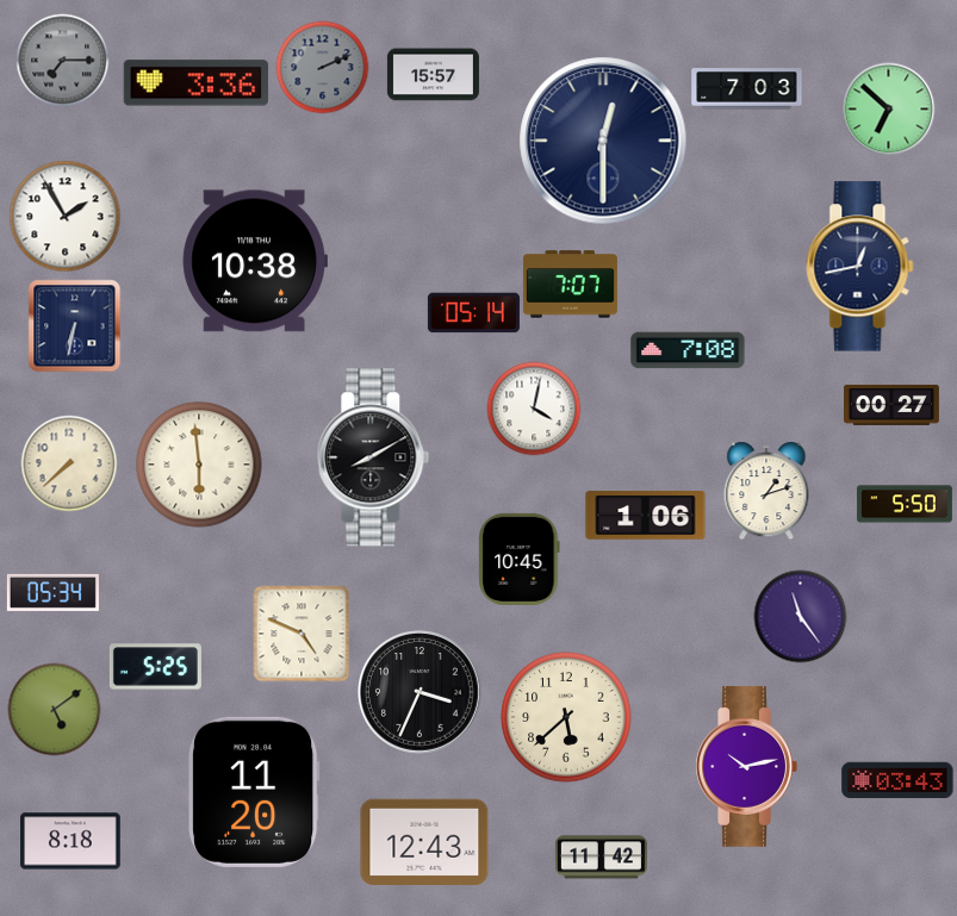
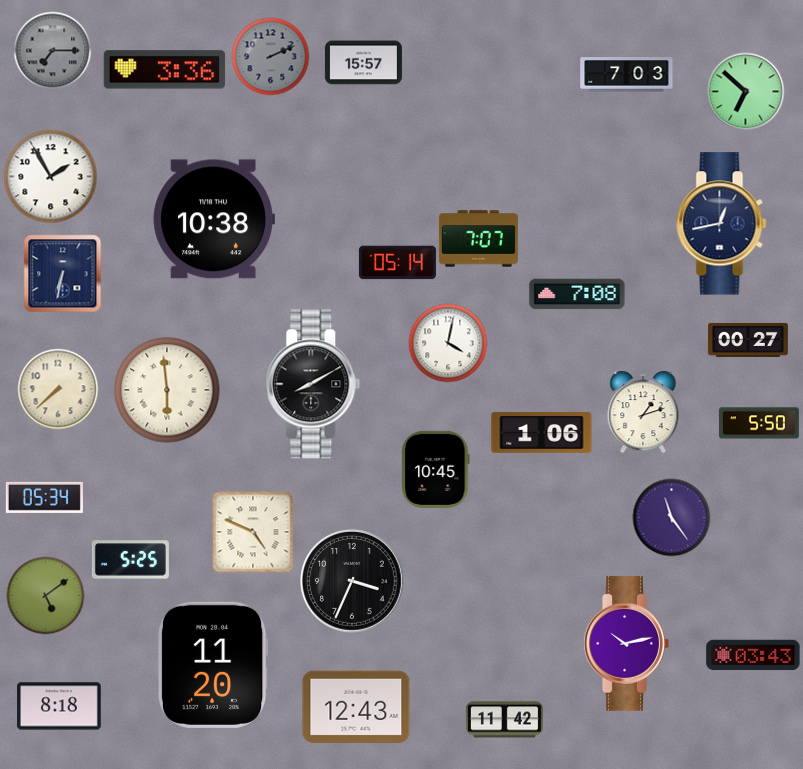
clock at (603, 141): 12:30 -> none
clock at (64, 216) position: (64, 216) -> (50, 176)
clock at (566, 717): 5:38 -> none
